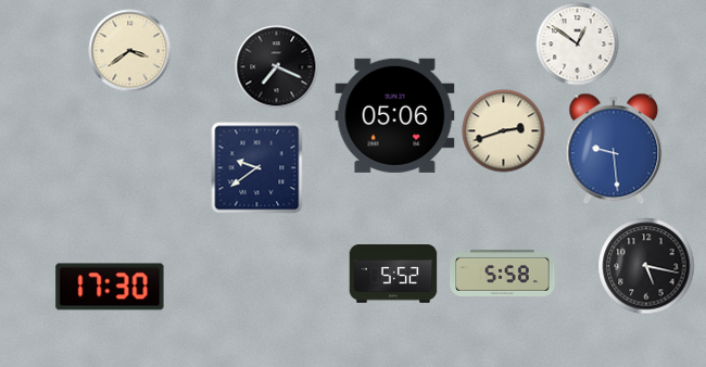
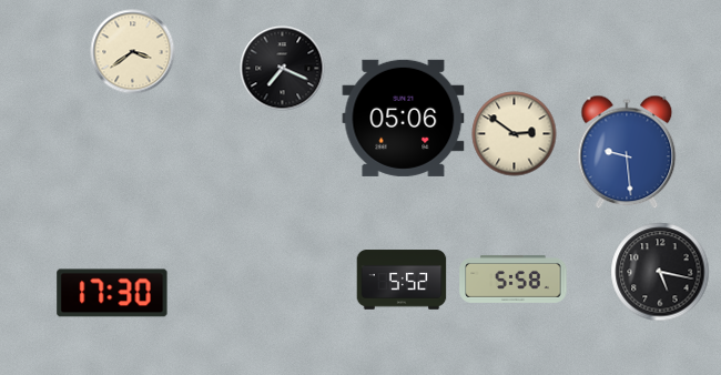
clock at (578, 45): 12:51 -> none
clock at (504, 131): 2:42 -> 2:51
clock at (257, 168): 9:39 -> none
